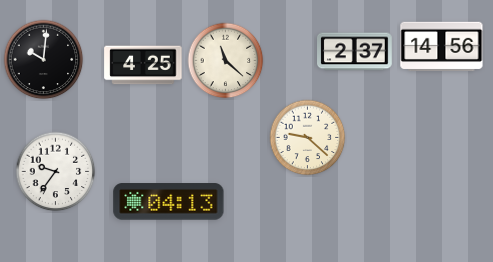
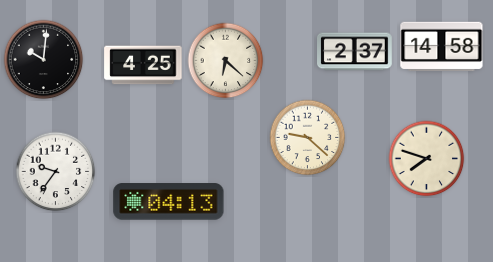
clock at (442, 47): 14:56 -> 14:58
clock at (226, 61): 11:22 -> 6:22
clock at (427, 159): none -> 7:48
